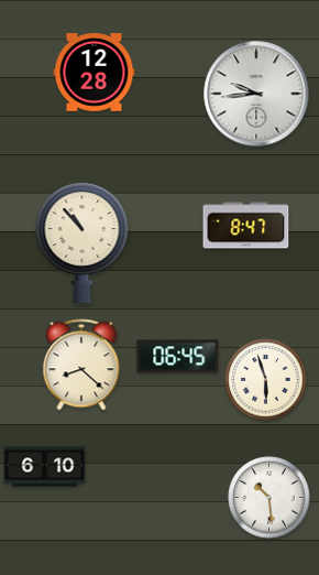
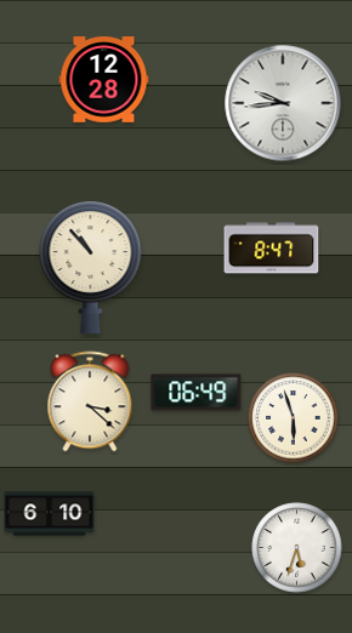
clock at (178, 357): 06:45 -> 06:49
clock at (81, 365): 8:22 -> 3:22
clock at (269, 498): 10:29 -> 5:33
